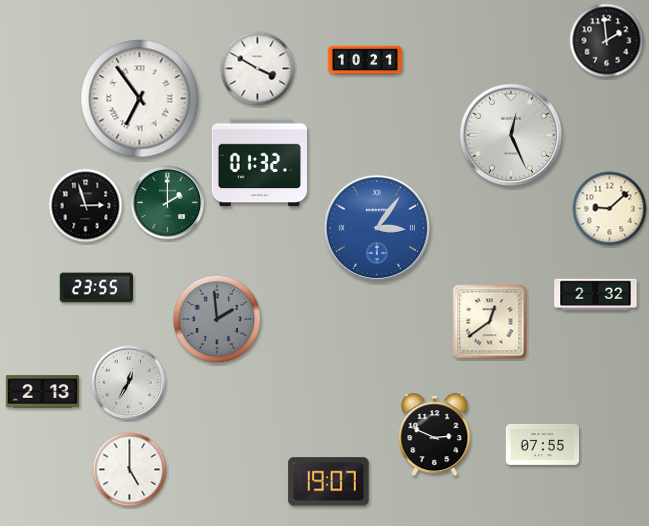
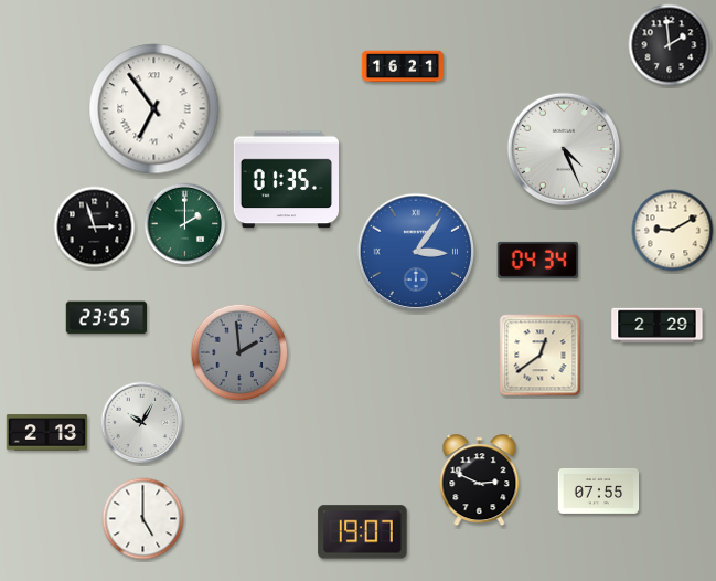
clock at (364, 60): 10:21 -> 16:21
clock at (258, 69): 3:50 -> none
clock at (510, 134): 12:26 -> 4:26
clock at (260, 163): 01:32 -> 01:35
clock at (610, 209): 9:08 -> 9:10
clock at (538, 260): none -> 04:34
clock at (596, 295): 2:32 -> 2:29
clock at (129, 383): 12:35 -> 10:05
